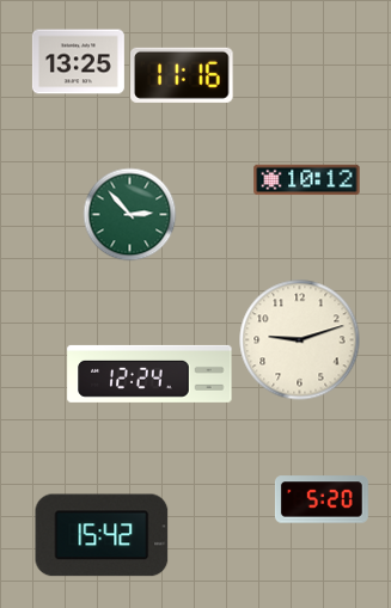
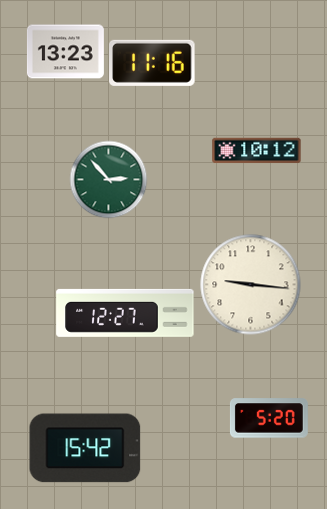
clock at (78, 62): 13:25 -> 13:23
clock at (300, 340): 9:12 -> 9:16
clock at (149, 374): 12:24 -> 12:27
